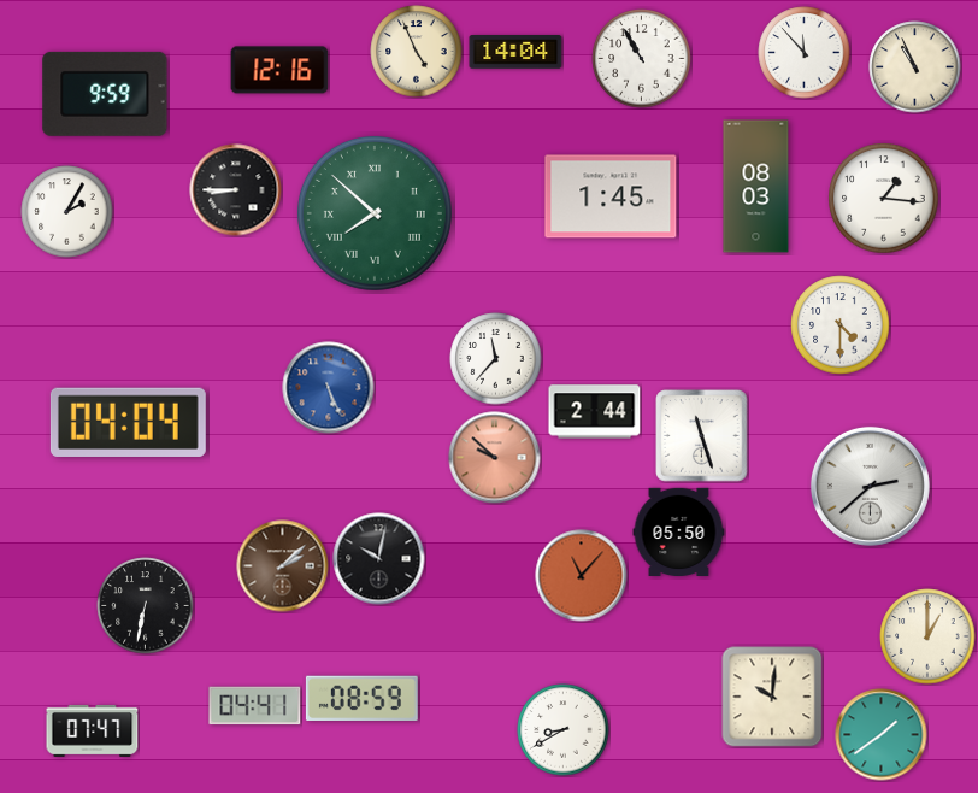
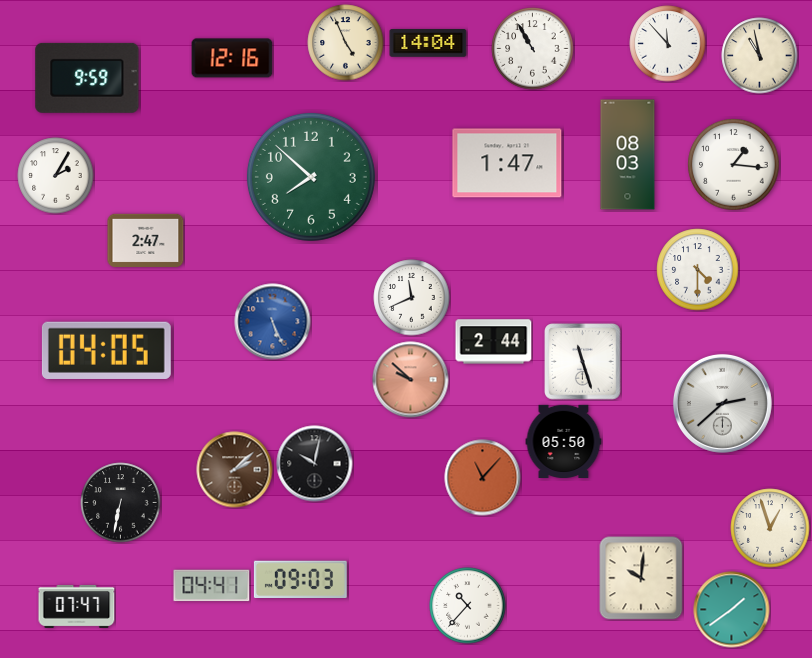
clock at (915, 67): 10:56 -> 10:58
clock at (236, 190): 8:45 -> none
clock at (611, 196): 1:45 -> 1:47
clock at (375, 213) numerals: Roman -> Arabic
clock at (146, 240): none -> 2:47
clock at (496, 359): 11:37 -> 11:41
clock at (128, 422): 04:04 -> 04:05
clock at (927, 636): 1:00 -> 12:57
clock at (361, 699): 08:59 -> 09:03
clock at (564, 730): 8:40 -> 10:37
